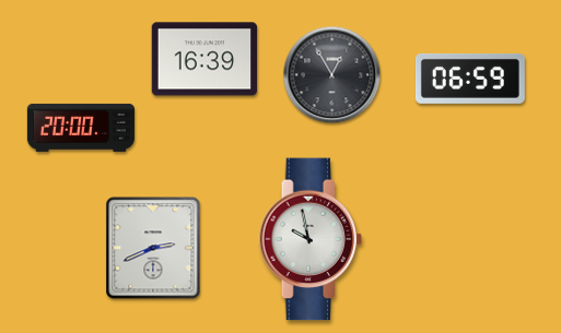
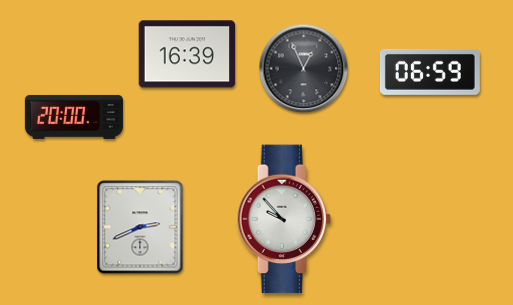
clock at (332, 75): 12:55 -> 12:56
clock at (311, 239): 9:58 -> 9:53
